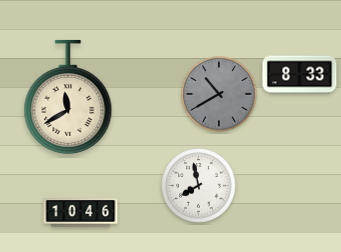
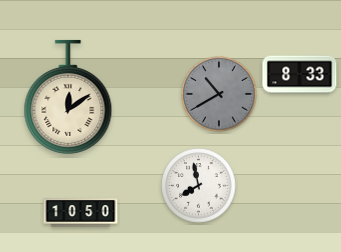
clock at (68, 97): 11:40 -> 12:09
clock at (81, 213): 10:46 -> 10:50
